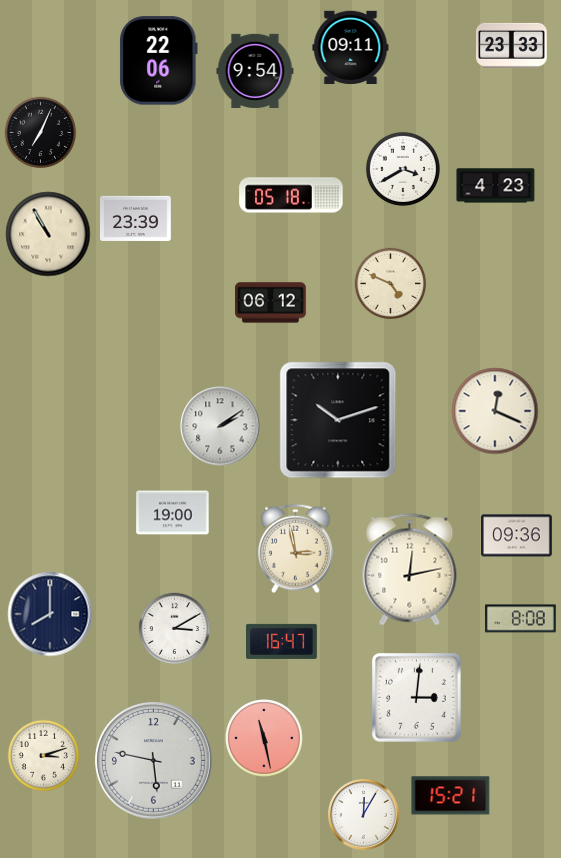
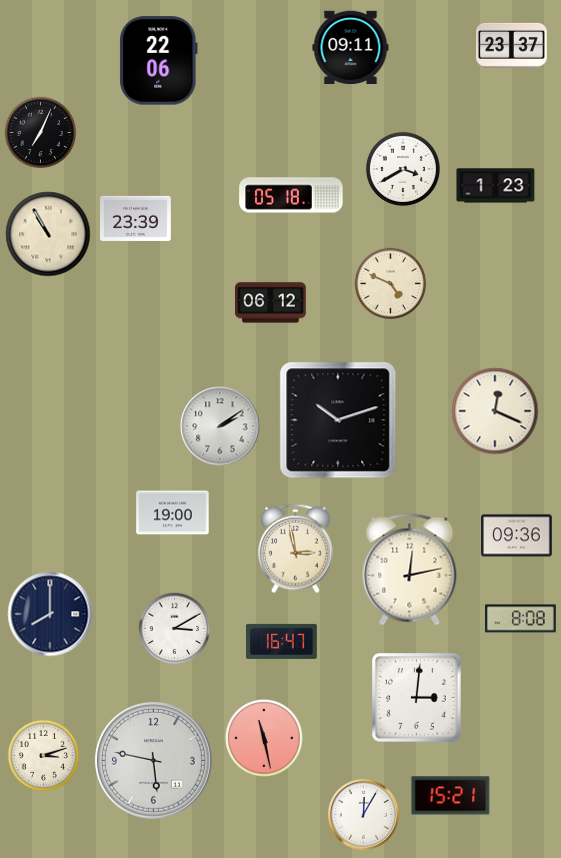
clock at (512, 45): 23:33 -> 23:37
clock at (255, 71): 9:54 -> none
clock at (496, 186): 4:23 -> 1:23
